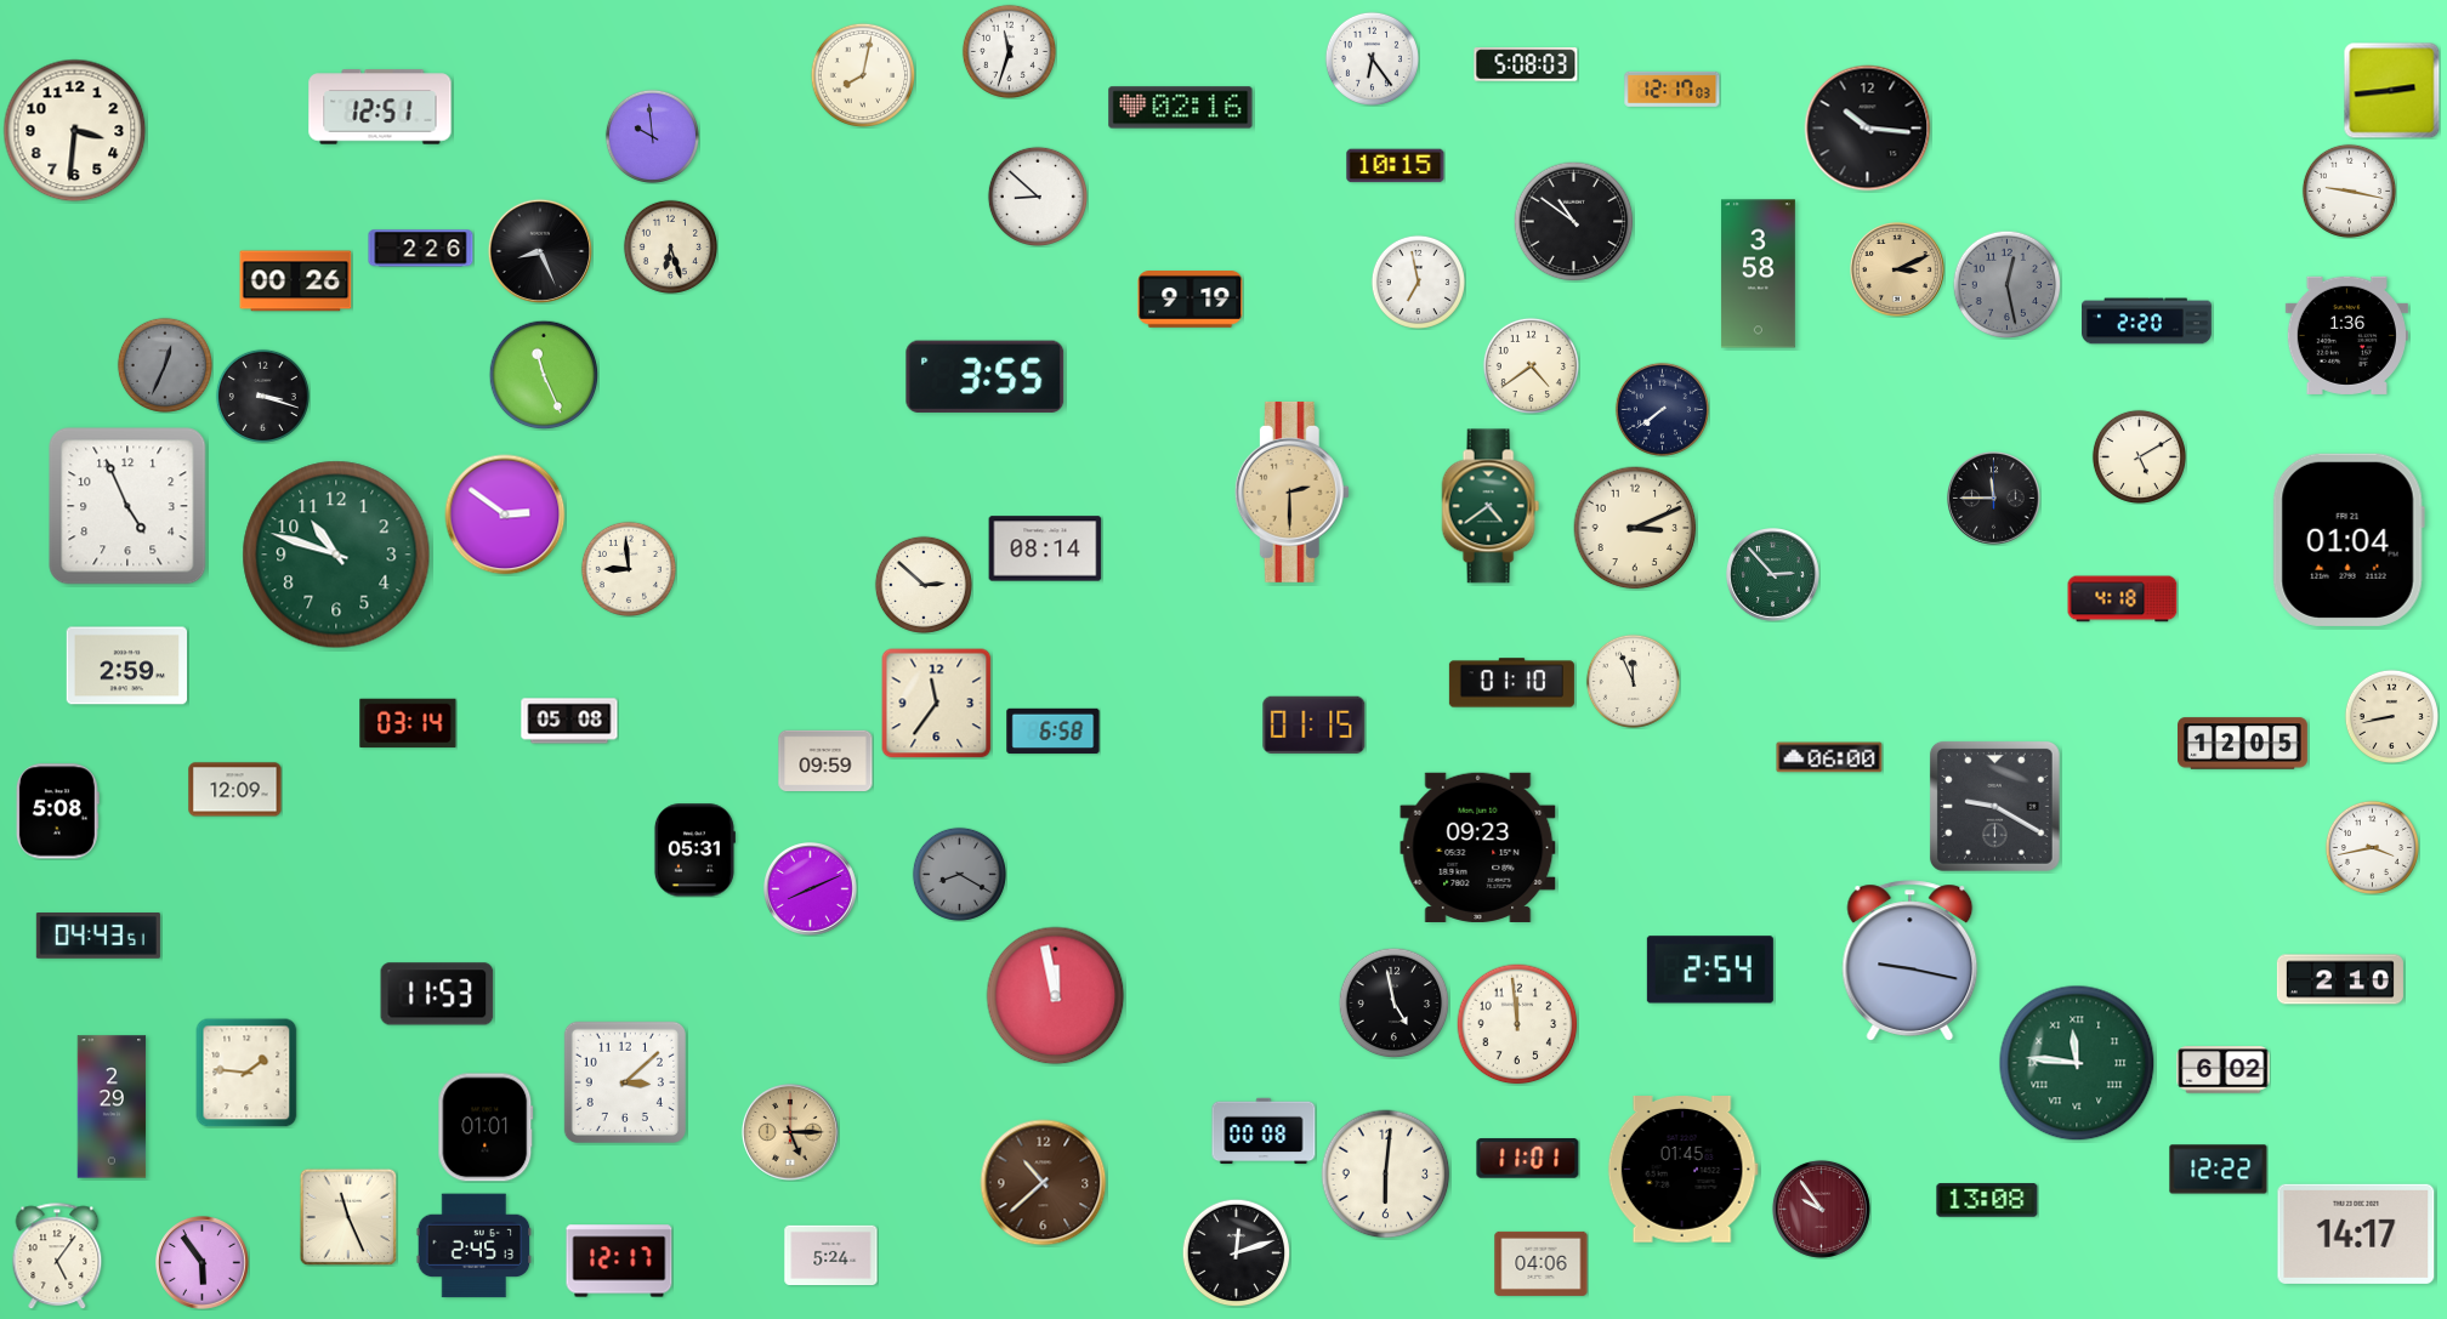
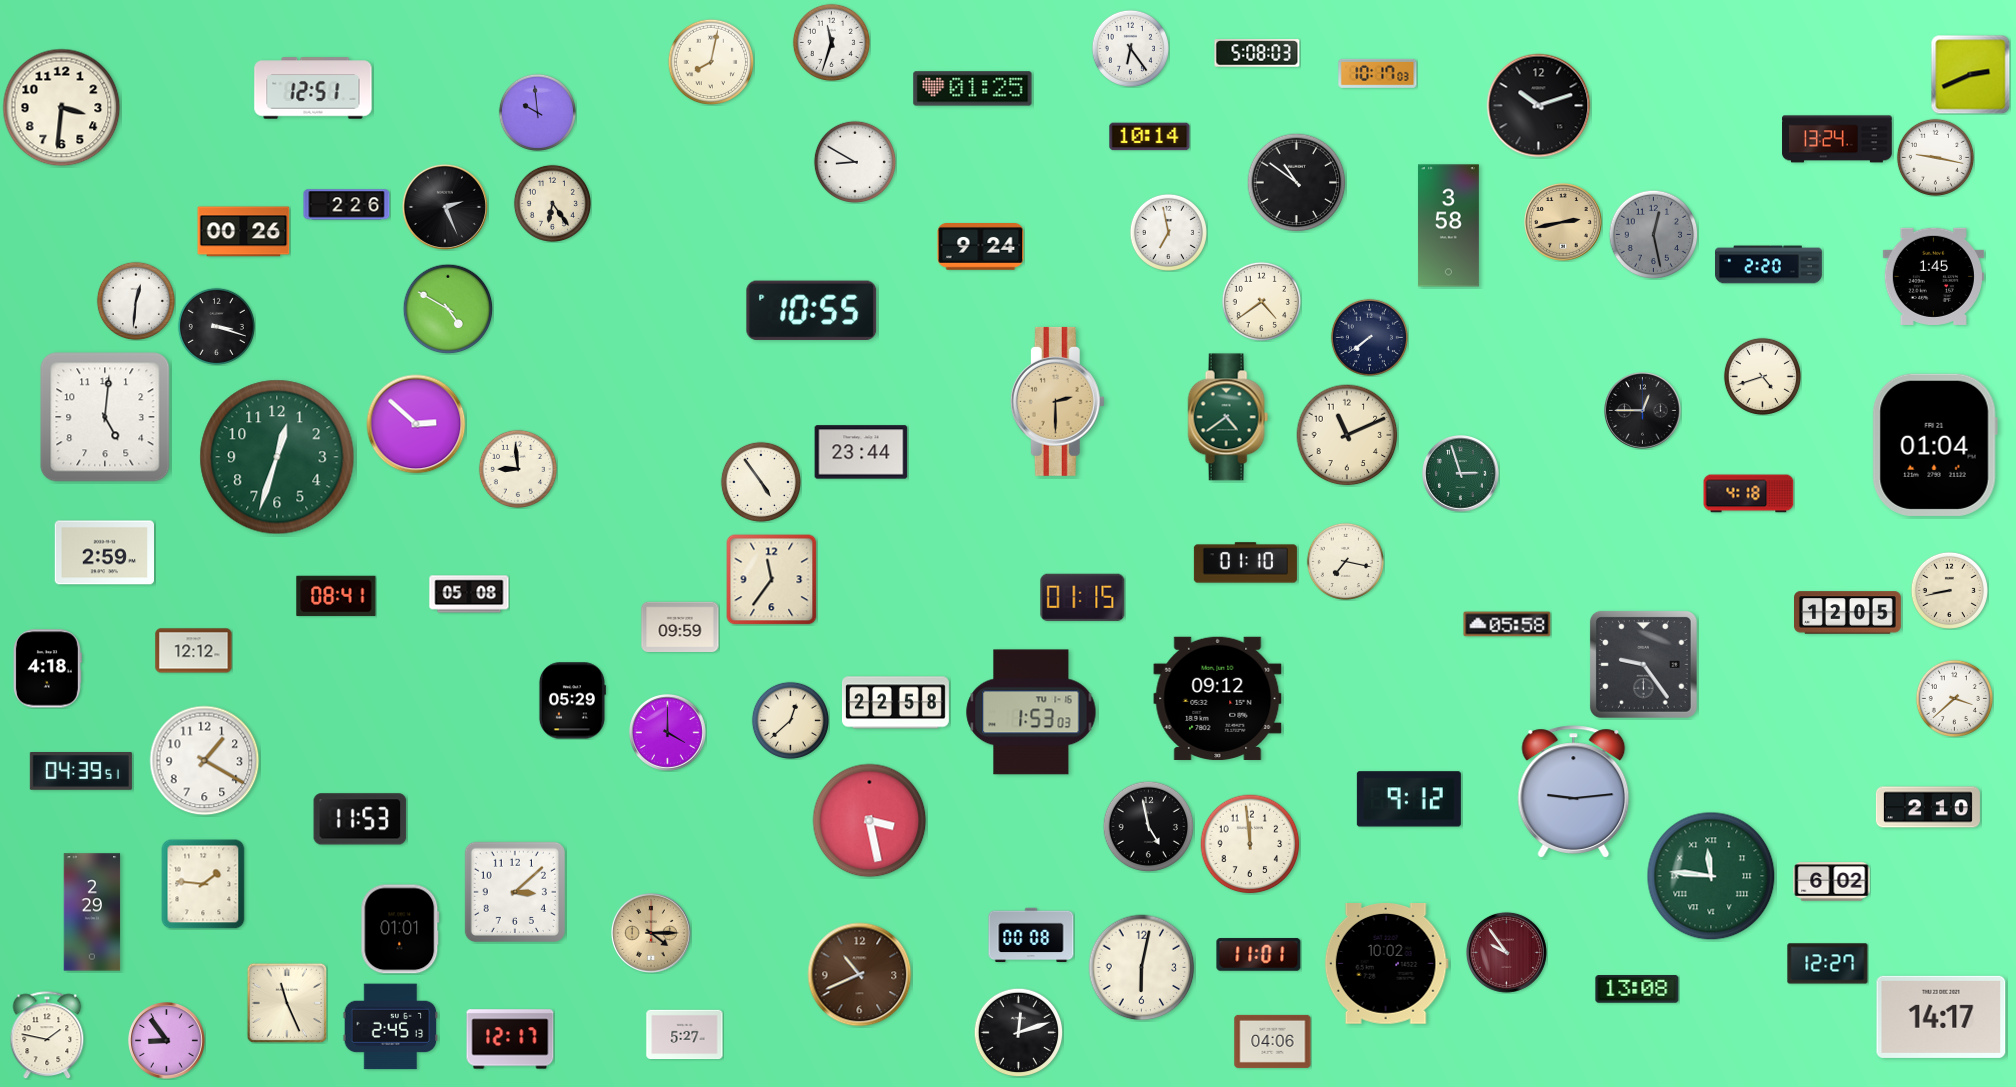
clock at (1673, 89): 12:17 -> 10:17
clock at (2391, 90): 2:44 -> 2:41
clock at (1181, 108): 02:16 -> 01:25
clock at (1868, 129): 10:16 -> 10:12
clock at (1396, 166): 10:15 -> 10:14
clock at (1837, 139): none -> 13:24
clock at (1037, 195): 8:52 -> 8:50
clock at (670, 246): 6:27 -> 6:24
clock at (540, 251): 8:26 -> 2:26
clock at (1898, 271): 3:11 -> 2:43
clock at (1191, 300): 9:19 -> 9:24
clock at (2346, 335): 1:36 -> 1:45
clock at (165, 365): 12:34 -> 12:31
clock at (165, 365) dial: grey -> white
clock at (544, 375): 11:26 -> 4:50
clock at (986, 376): 3:55 -> 10:55
clock at (2139, 456): 5:10 -> 4:42
clock at (1291, 491) position: (1291, 491) -> (1057, 401)
clock at (1994, 499): 11:45 -> 12:45
clock at (127, 506): 4:56 -> 5:01
clock at (505, 514): 2:51 -> 2:52
clock at (1635, 528): 3:11 -> 11:11
clock at (1045, 548): 08:14 -> 23:44
clock at (336, 555): 10:48 -> 12:33
clock at (1773, 575): 2:53 -> 2:57
clock at (924, 585): 2:52 -> 4:54
clock at (126, 666) position: (126, 666) -> (104, 553)
clock at (1633, 681): 11:56 -> 7:17
clock at (2391, 716) position: (2391, 716) -> (1949, 590)
clock at (408, 723): 03:14 -> 08:41
clock at (1054, 732): 6:58 -> none
clock at (1829, 757): 06:00 -> 05:58
clock at (235, 790): 12:09 -> 12:12
clock at (1994, 806): 9:20 -> 9:24
clock at (57, 812): 5:08 -> 4:18
clock at (1478, 847): 09:23 -> 09:12
clock at (2372, 847): 3:43 -> 3:38
clock at (694, 851): 05:31 -> 05:29
clock at (895, 703): none -> 22:58
clock at (1031, 712): none -> 1:53
clock at (959, 874): 8:20 -> 12:38
clock at (959, 874) dial: grey -> cream
clock at (811, 889): 8:11 -> 4:00
clock at (205, 761): none -> 1:20
clock at (98, 937): 04:43 -> 04:39
clock at (1911, 961): 9:17 -> 9:14
clock at (1710, 970): 2:54 -> 9:12
clock at (1056, 996): 11:58 -> 3:28
clock at (1264, 1131) position: (1264, 1131) -> (1031, 935)
clock at (790, 1132): 5:15 -> 4:15
clock at (1682, 1170): 01:45 -> 10:02
clock at (2219, 1170): 12:22 -> 12:27
clock at (1386, 1175): 6:01 -> 6:02
clock at (1044, 1183): 10:38 -> 10:41
clock at (1821, 1209) position: (1821, 1209) -> (1506, 952)
clock at (57, 1256): 5:06 -> 1:47
clock at (831, 1256): 5:24 -> 5:27
clock at (203, 1263): 5:54 -> 8:54
clock at (1542, 1263) position: (1542, 1263) -> (1273, 1041)
